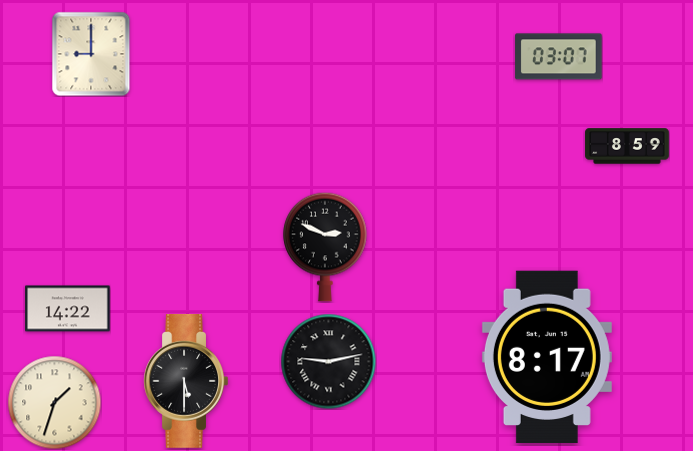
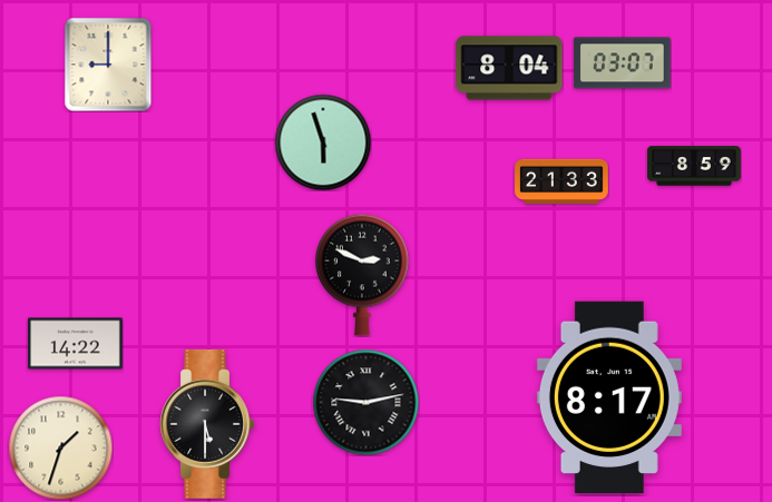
clock at (91, 54) position: (91, 54) -> (108, 65)
clock at (509, 68): none -> 8:04
clock at (323, 142): none -> 5:57
clock at (627, 146) position: (627, 146) -> (694, 166)
clock at (561, 181): none -> 21:33
